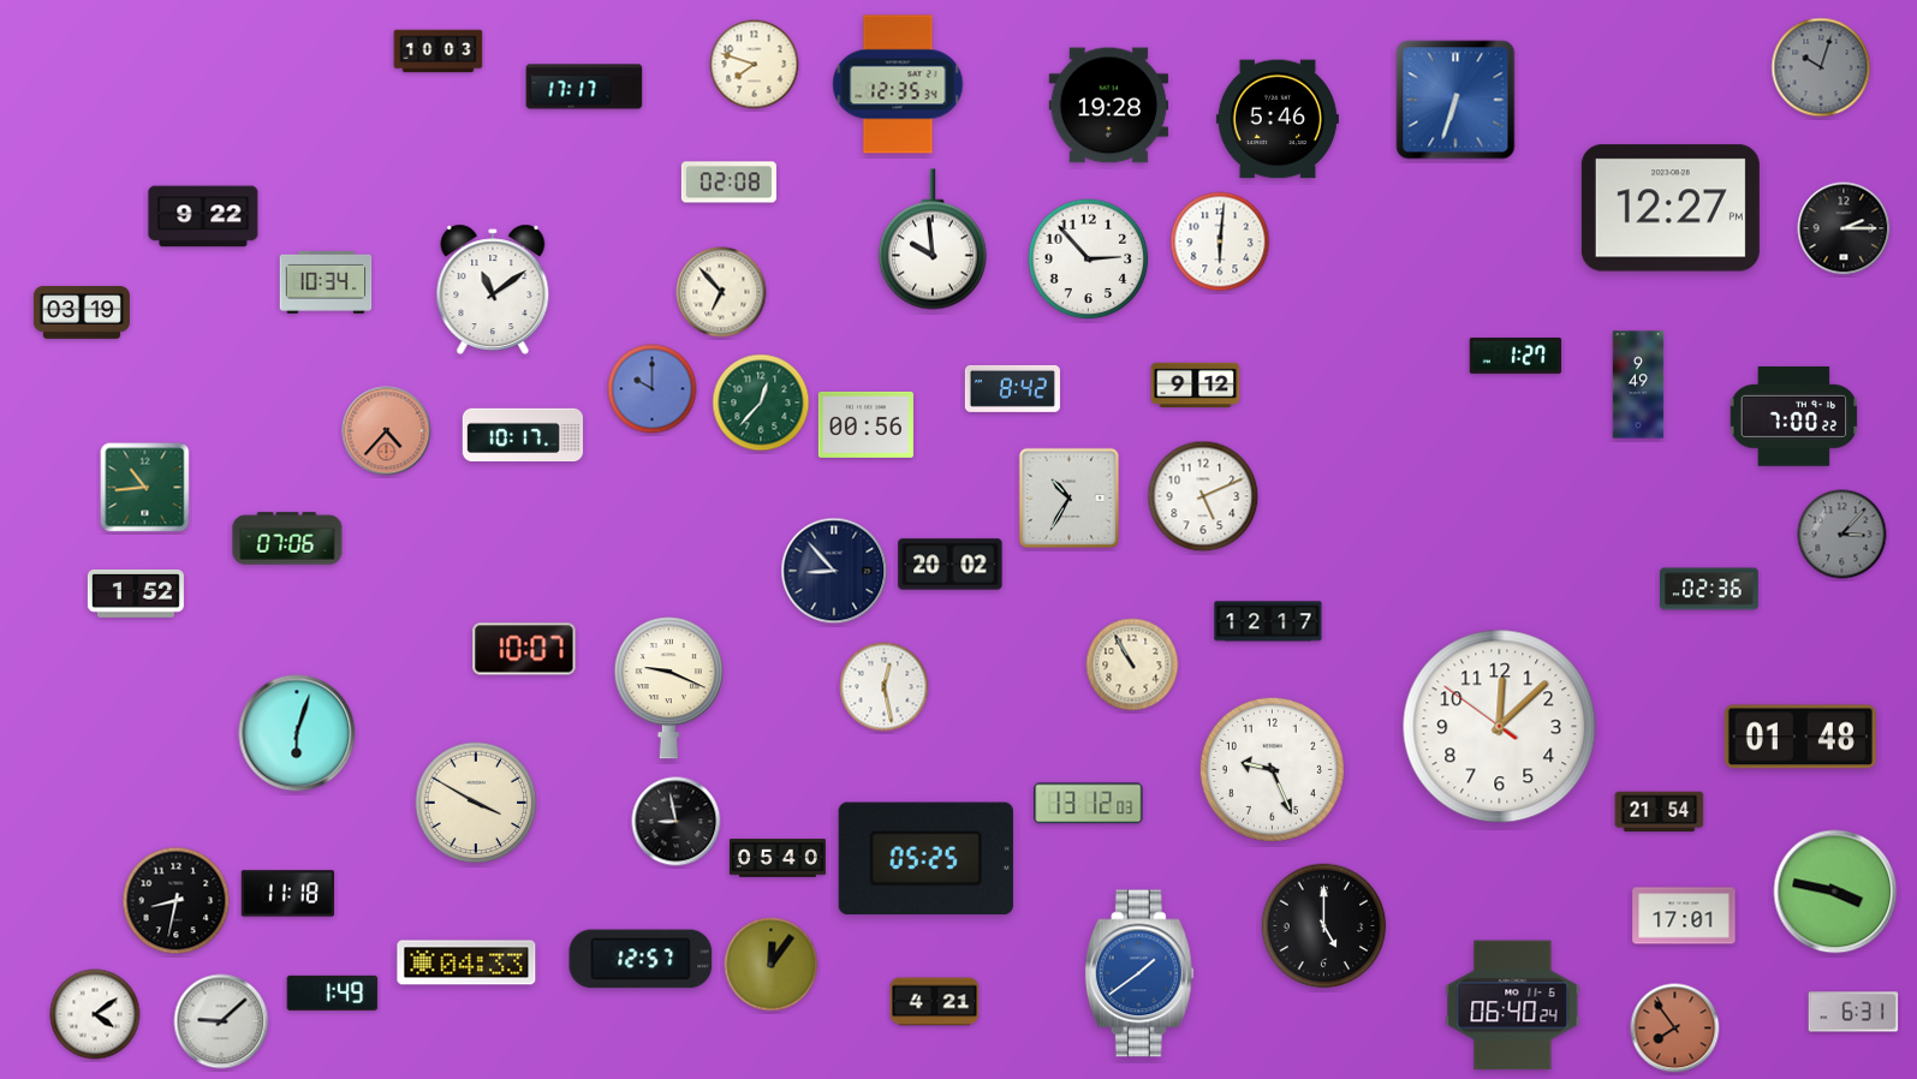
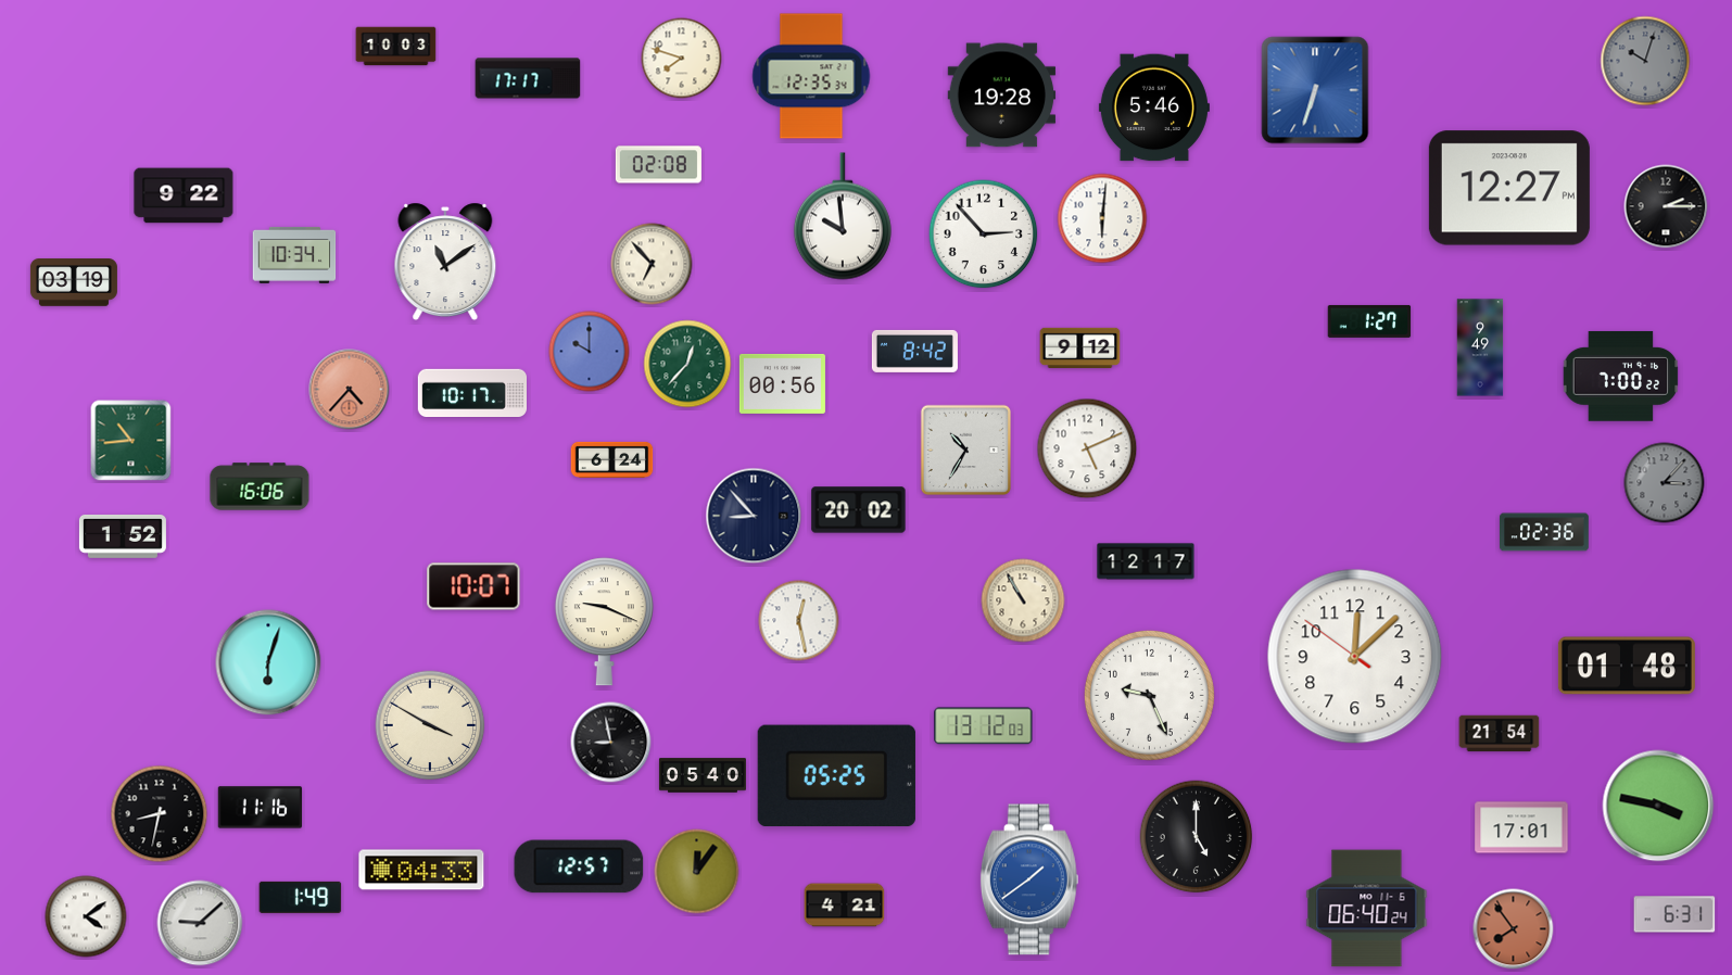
clock at (612, 459): none -> 6:24
clock at (287, 538): 07:06 -> 16:06
clock at (288, 894): 11:18 -> 11:16
